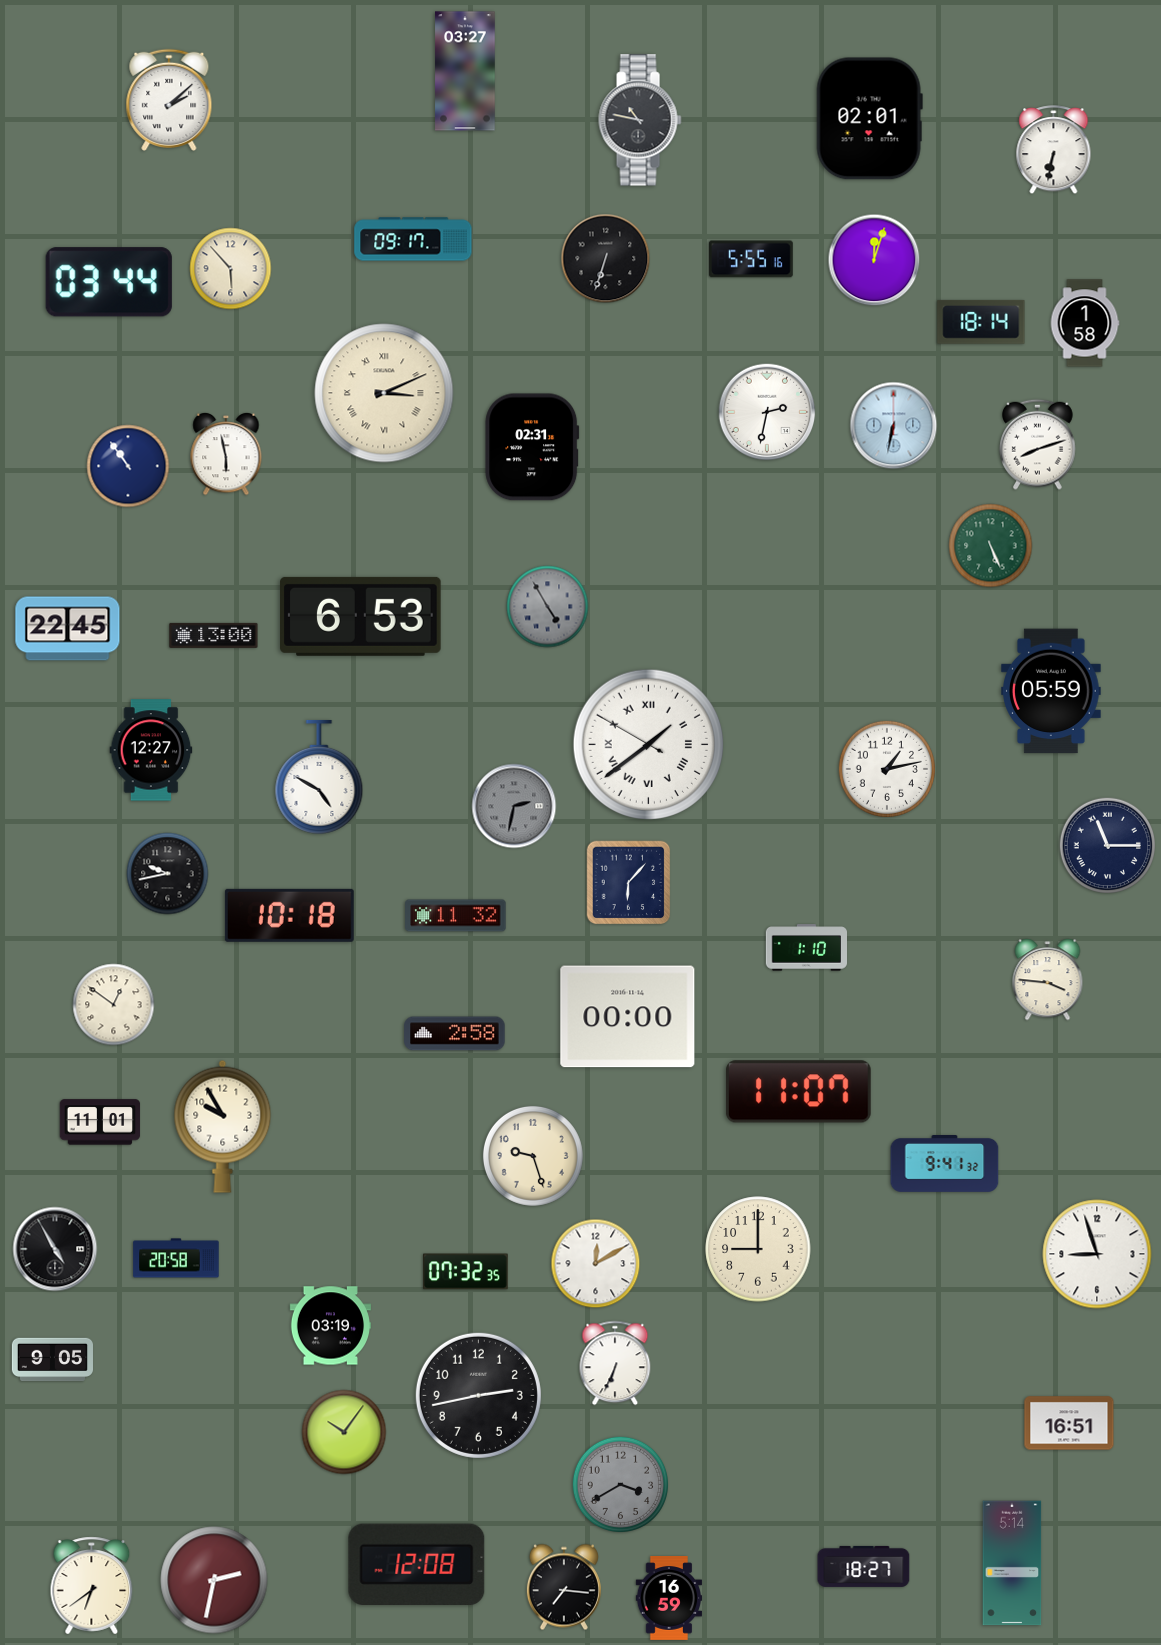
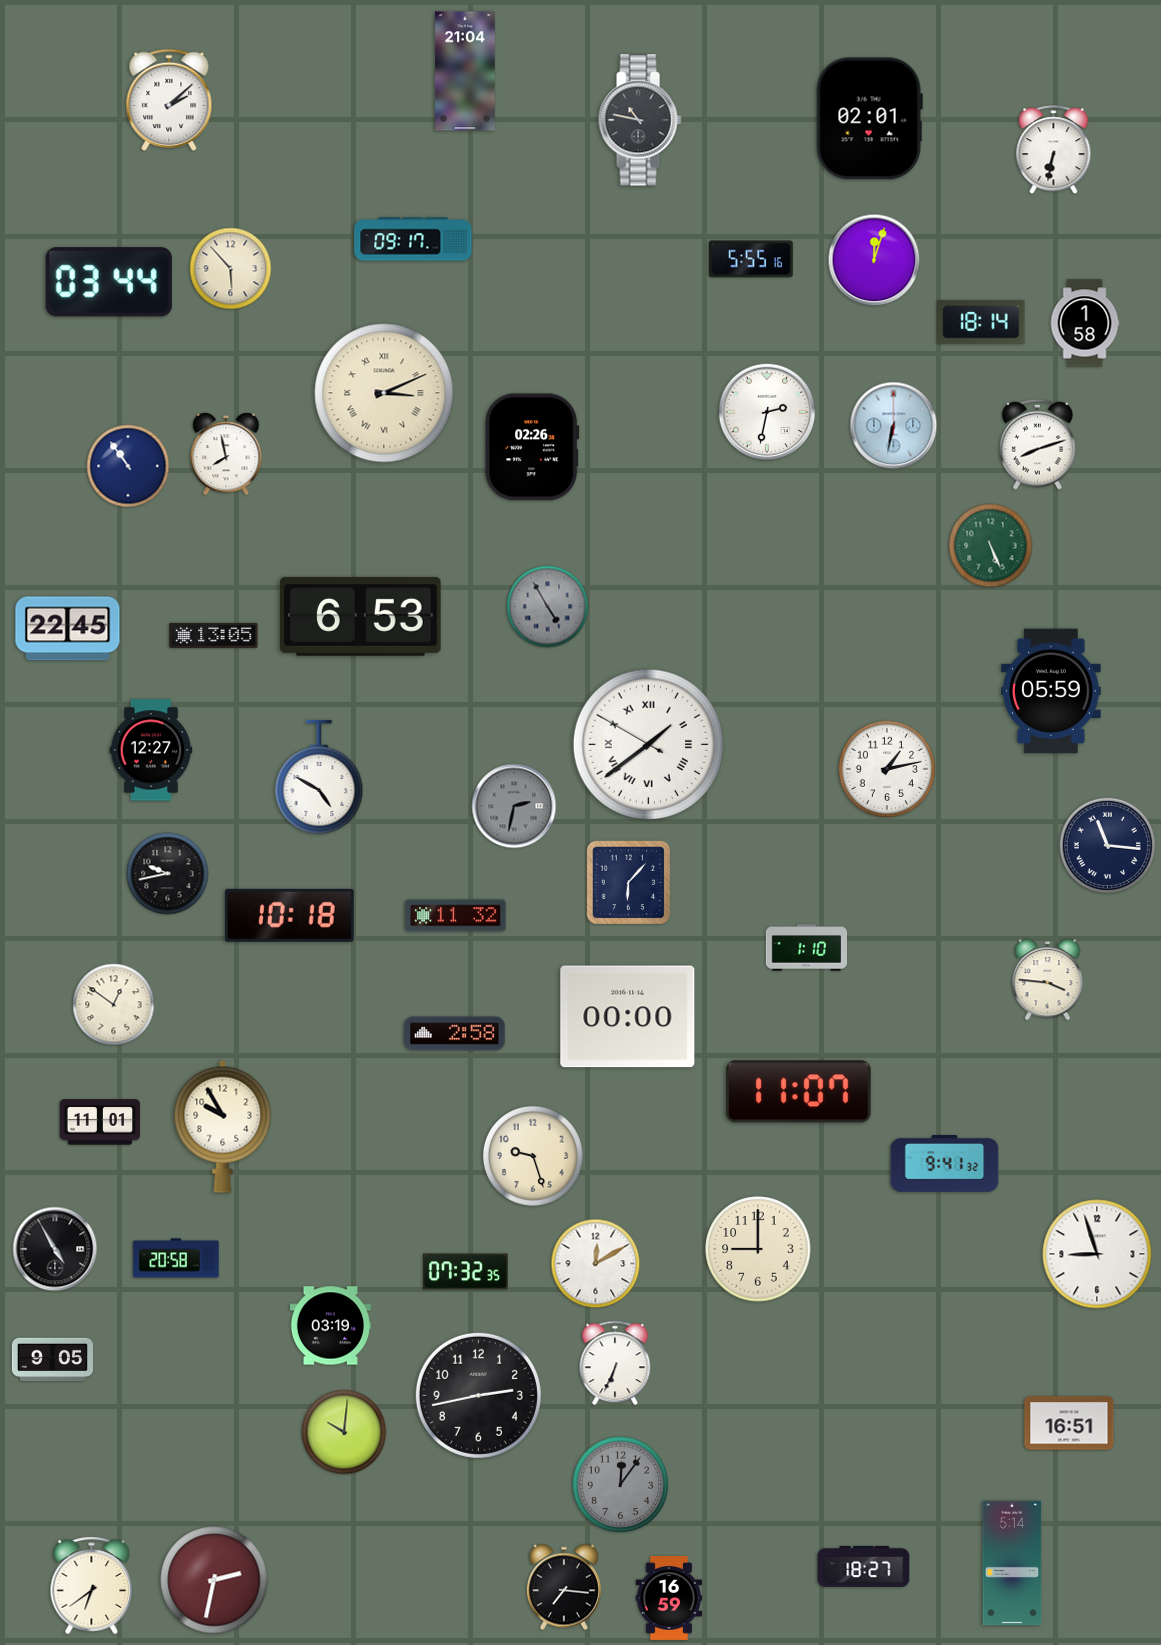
clock at (465, 71): 03:27 -> 21:04
clock at (606, 259): 6:33 -> none
clock at (532, 447): 02:31 -> 02:26
clock at (226, 454): 5:58 -> 7:58
clock at (214, 635): 13:00 -> 13:05
clock at (1107, 845): 11:15 -> 11:16
clock at (344, 1432): 10:06 -> 10:01
clock at (620, 1484): 3:40 -> 12:06
clock at (417, 1564): 12:08 -> none
